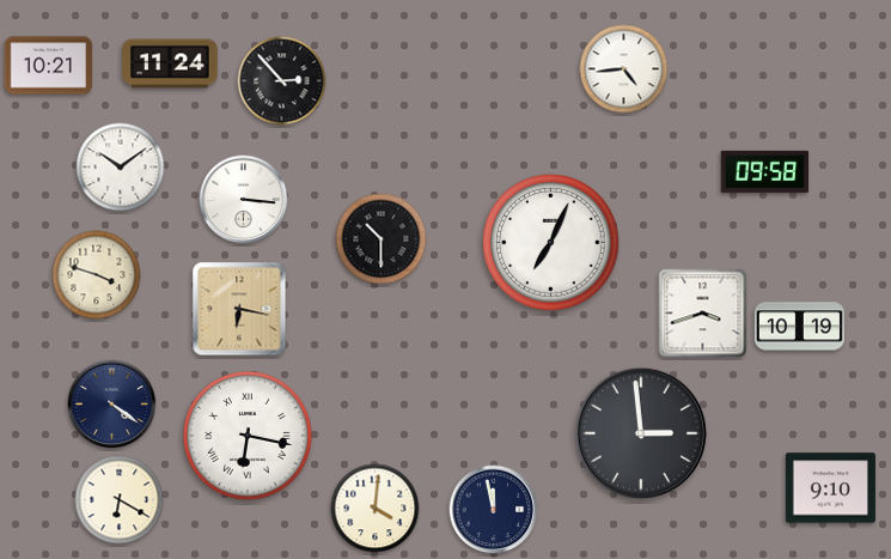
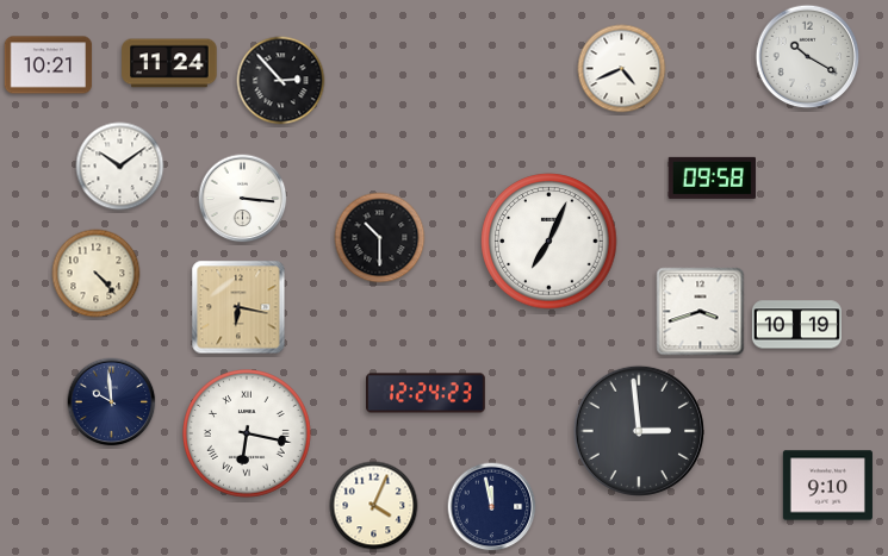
clock at (808, 57): none -> 10:20
clock at (624, 69): 4:44 -> 4:41
clock at (764, 171) position: (764, 171) -> (712, 177)
clock at (97, 275): 3:48 -> 4:23
clock at (426, 393): none -> 12:24
clock at (112, 405): 4:21 -> 9:59
clock at (120, 500): 6:20 -> none
clock at (376, 509): 4:01 -> 4:04
